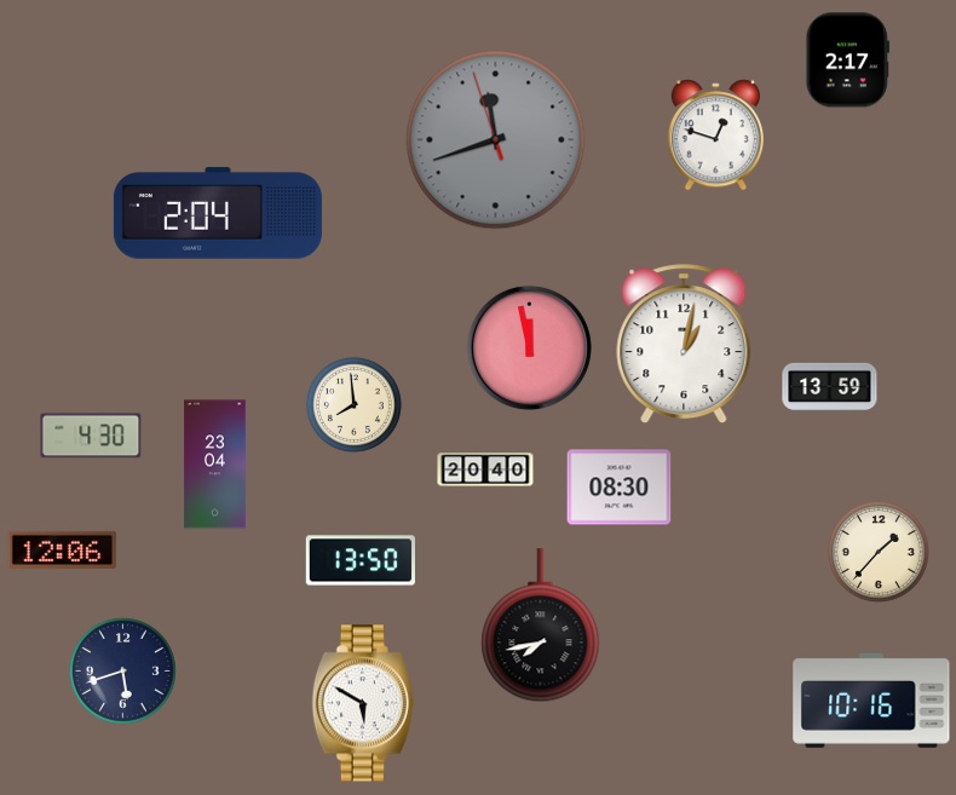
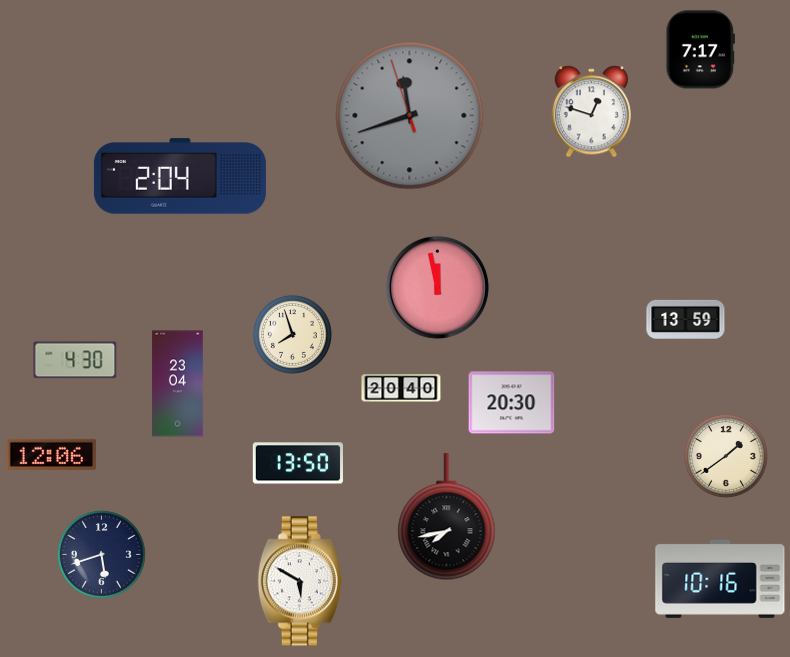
clock at (847, 61): 2:17 -> 7:17
clock at (684, 345): 1:02 -> none
clock at (353, 404): 7:59 -> 7:57
clock at (620, 488): 08:30 -> 20:30
clock at (879, 552): 1:37 -> 1:39
